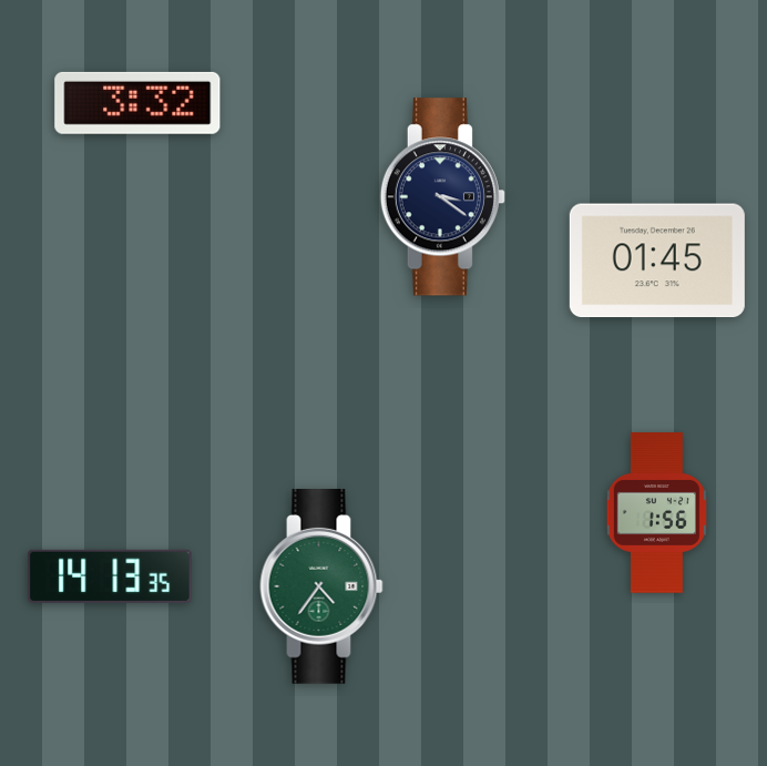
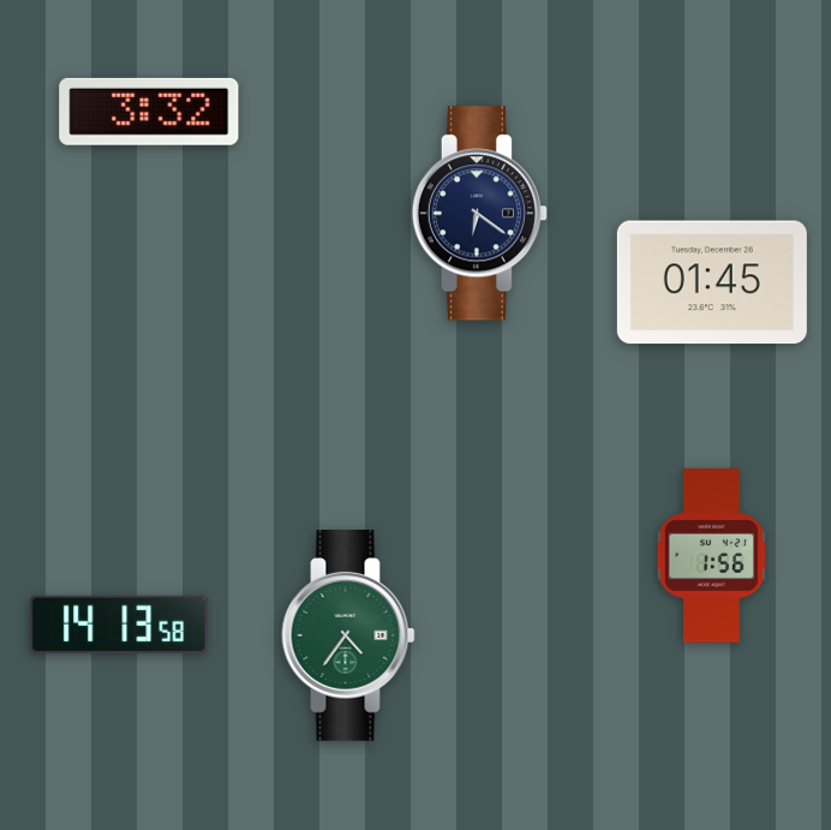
clock at (442, 197): 3:21 -> 6:21
clock at (110, 576): 14:13:35 -> 14:13:58
